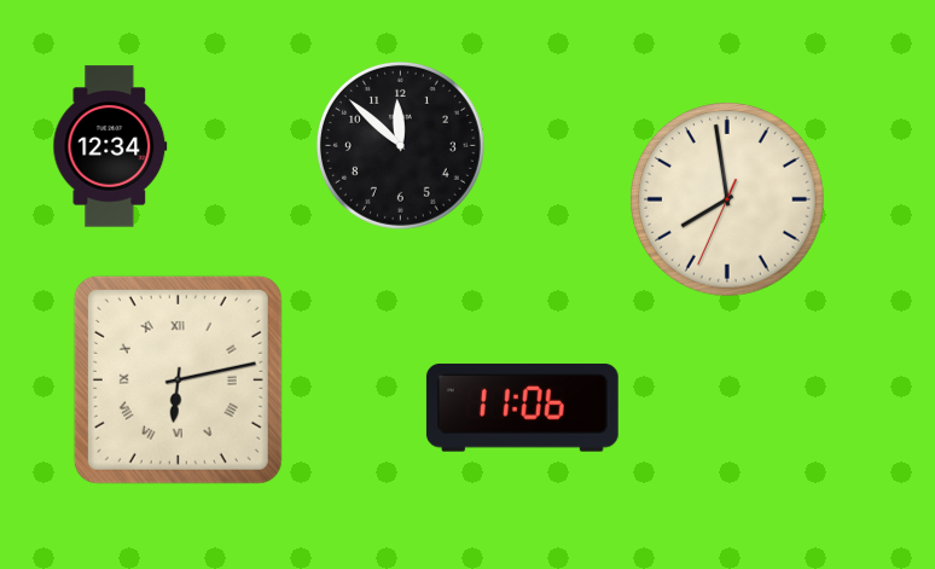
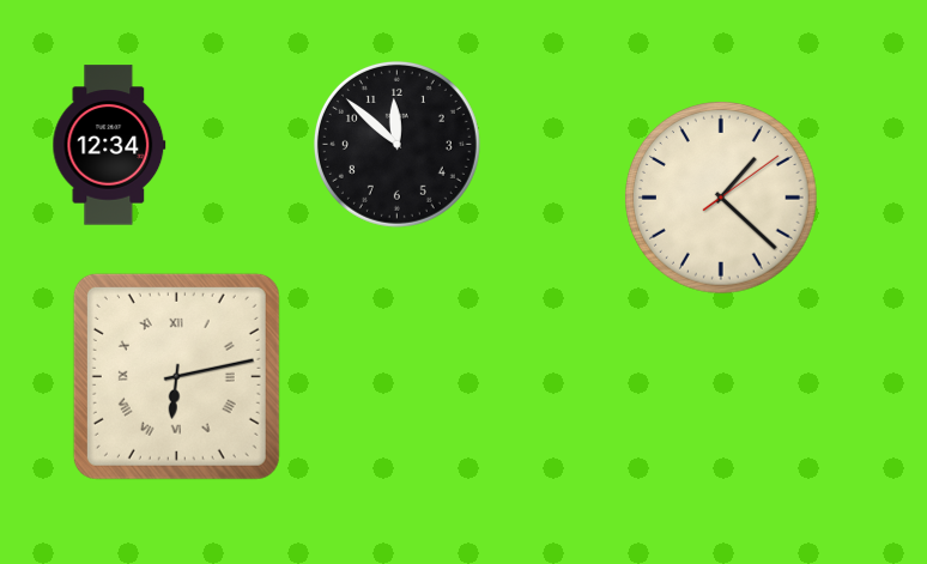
clock at (728, 201): 7:58 -> 1:22
clock at (522, 407): 11:06 -> none
